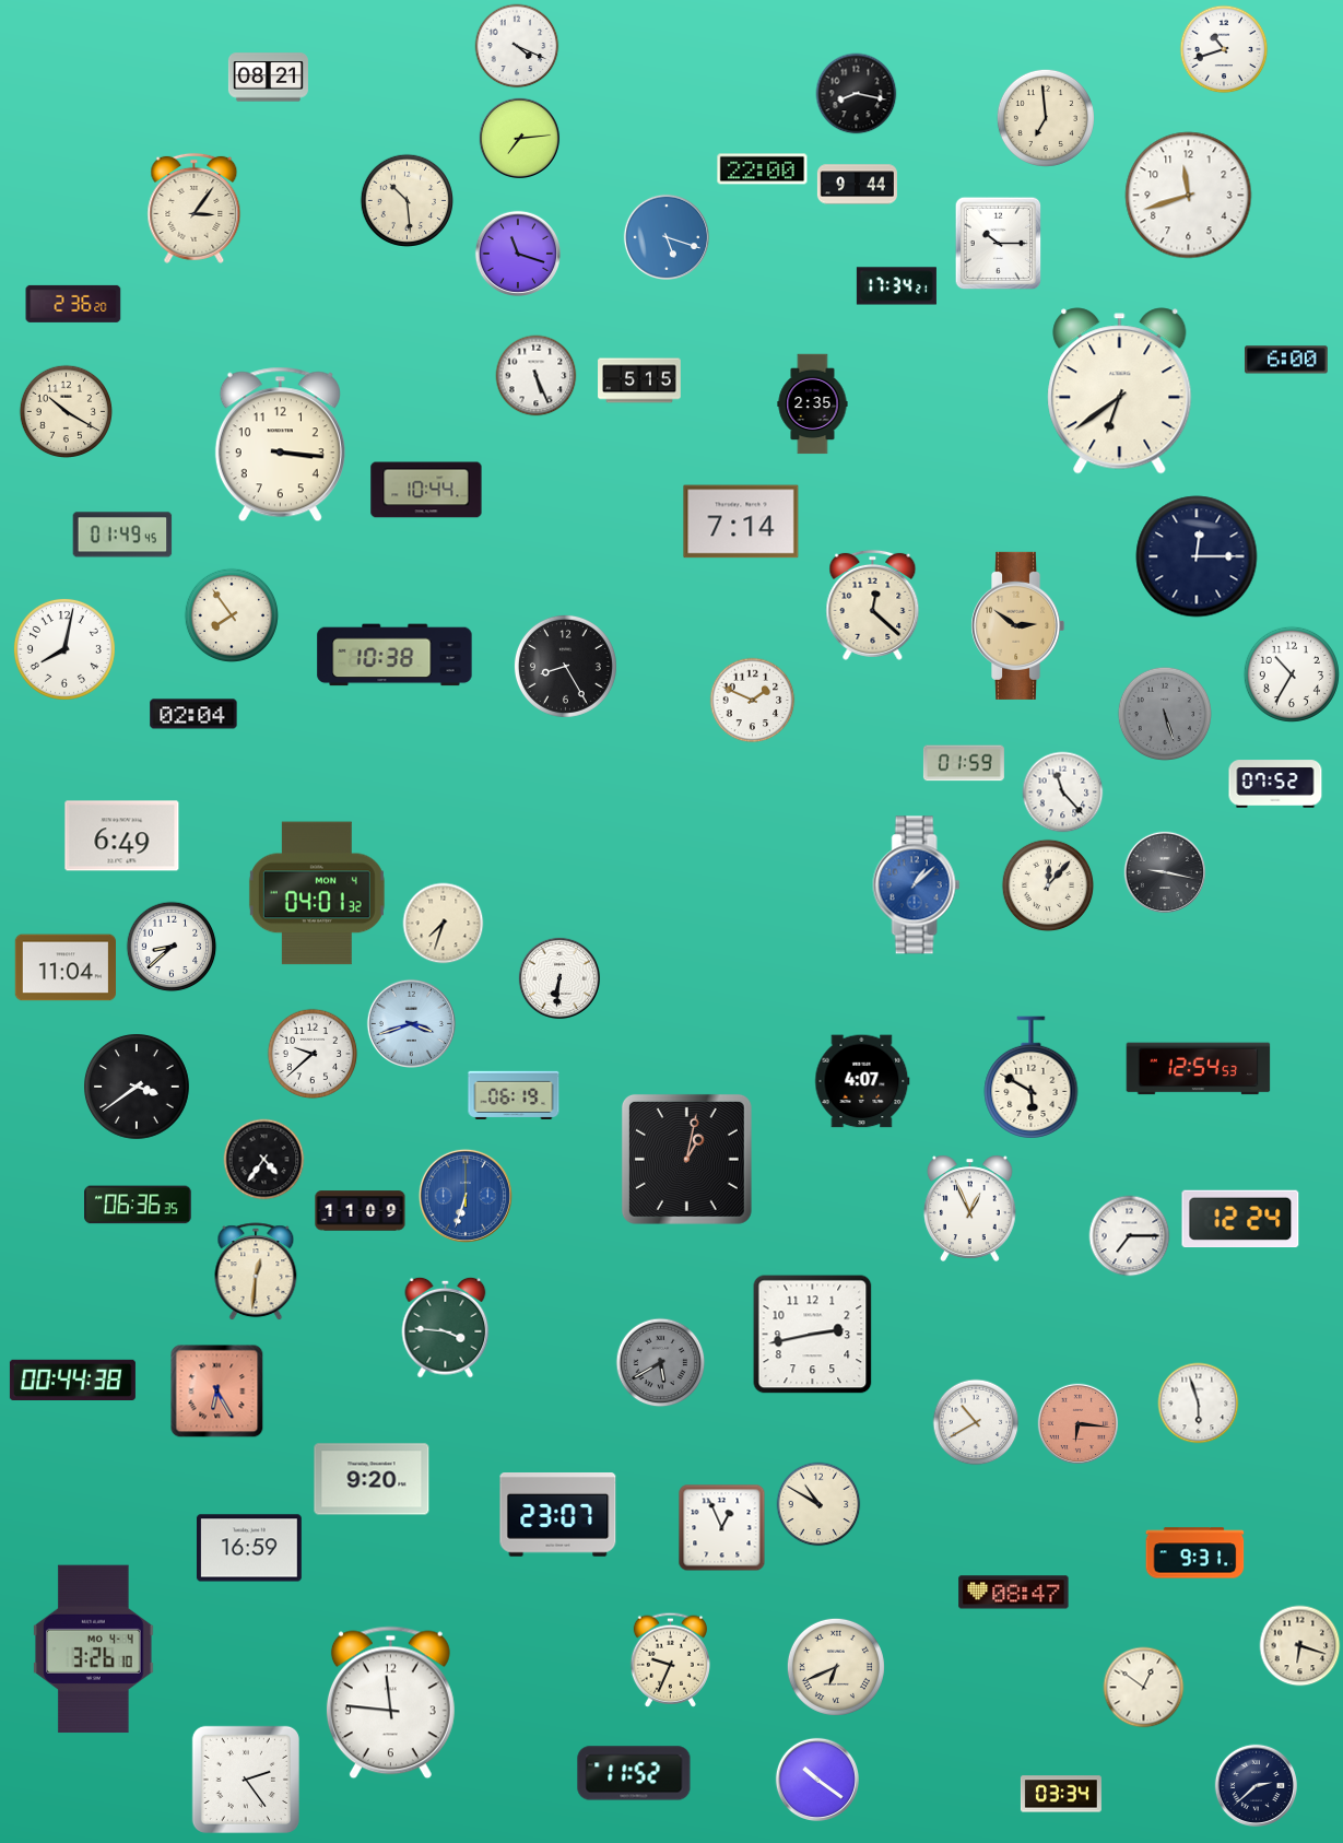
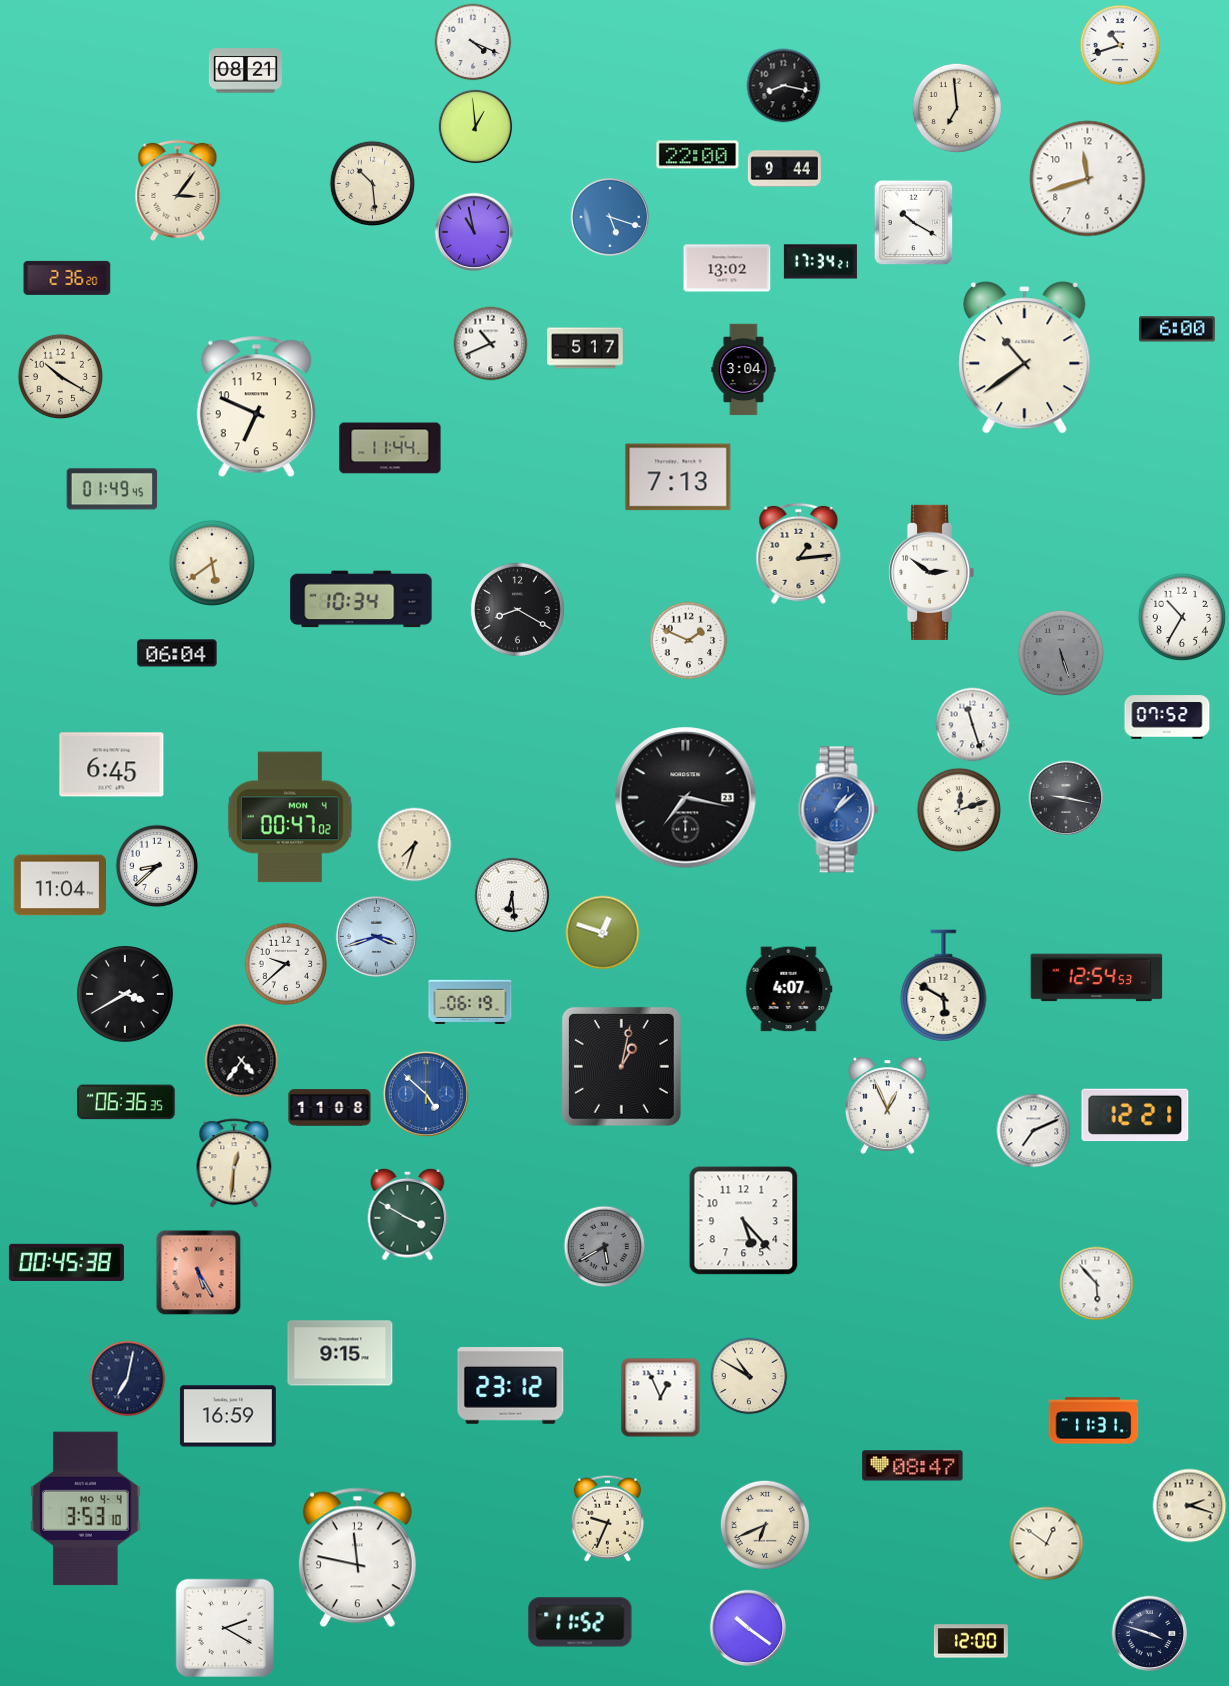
clock at (520, 139): 7:14 -> 12:59
clock at (999, 244): 10:15 -> 10:20
clock at (517, 253): 11:18 -> 10:58
clock at (727, 268): none -> 13:02
clock at (537, 376): 5:26 -> 10:41
clock at (639, 380): 5:15 -> 5:17
clock at (1120, 391): 6:39 -> 10:39
clock at (813, 404): 2:35 -> 3:04
clock at (280, 445): 3:16 -> 6:49
clock at (426, 490): 10:44 -> 11:44
clock at (741, 521): 7:14 -> 7:13
clock at (1197, 556): 12:15 -> none
clock at (873, 604): 12:22 -> 1:14
clock at (231, 614): 7:54 -> 5:39
clock at (1018, 625) dial: champagne -> white
clock at (64, 649): 8:02 -> none
clock at (394, 655): 10:38 -> 10:34
clock at (565, 666): 8:25 -> 8:20
clock at (1164, 713) position: (1164, 713) -> (1060, 652)
clock at (193, 714): 02:04 -> 06:04
clock at (964, 763): 01:59 -> none
clock at (1063, 793): 11:23 -> 11:27
clock at (122, 836): 6:49 -> 6:45
clock at (686, 798): none -> 7:17
clock at (1048, 885): 12:07 -> 12:12
clock at (317, 893): 04:01 -> 00:47
clock at (444, 924) position: (444, 924) -> (415, 845)
clock at (559, 978): 6:31 -> 6:29
clock at (603, 933): none -> 12:48
clock at (138, 1088): 3:39 -> 3:40
clock at (686, 1159) position: (686, 1159) -> (621, 1066)
clock at (466, 1196): 6:33 -> 4:52
clock at (361, 1211): 11:09 -> 11:08
clock at (1240, 1219): 12:24 -> 12:21
clock at (1130, 1236): 7:15 -> 7:11
clock at (446, 1327): 3:46 -> 3:50
clock at (813, 1335): 2:43 -> 5:23
clock at (72, 1380): 00:44 -> 00:45
clock at (217, 1392): 6:25 -> 5:25
clock at (1199, 1404): 5:57 -> 5:53
clock at (976, 1422): 10:40 -> none
clock at (1079, 1424): 6:16 -> none
clock at (372, 1479): 9:20 -> 9:15
clock at (128, 1379): none -> 7:02
clock at (558, 1515): 23:07 -> 23:12
clock at (1195, 1553): 9:31 -> 11:31
clock at (1014, 1593) position: (1014, 1593) -> (913, 1466)
clock at (1300, 1646): 6:18 -> 2:18
clock at (94, 1650): 3:26 -> 3:53
clock at (670, 1659) position: (670, 1659) -> (607, 1518)
clock at (390, 1703): 11:46 -> 11:47
clock at (246, 1780): 2:24 -> 2:20
clock at (1256, 1786): 2:38 -> 3:48
clock at (1061, 1794): 03:34 -> 12:00
